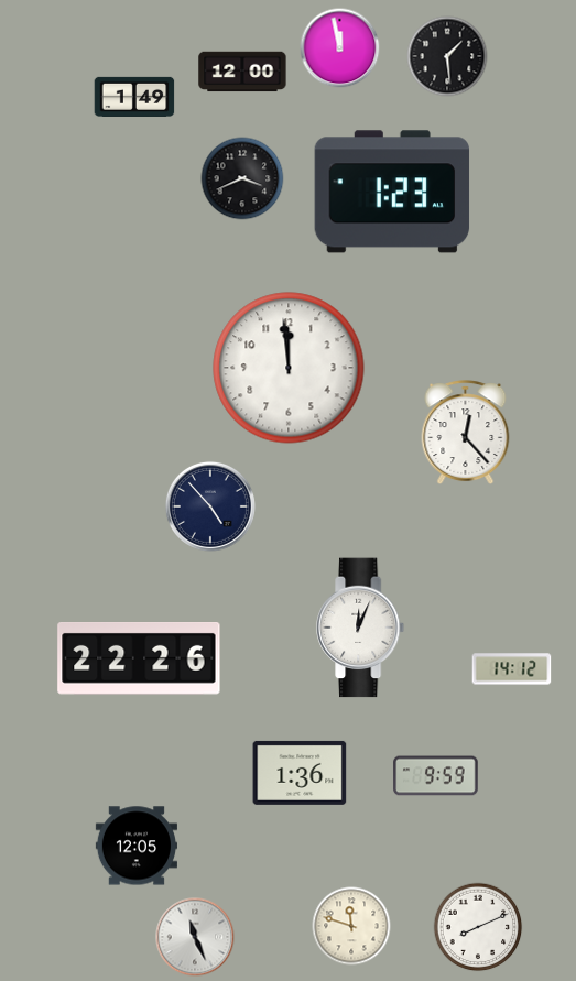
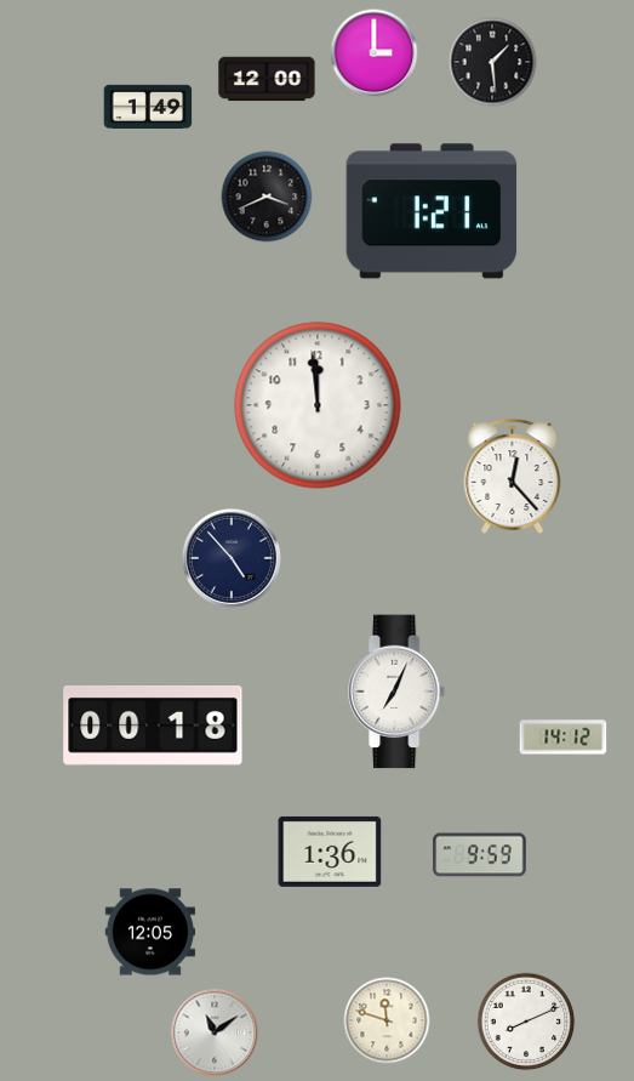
clock at (340, 48): 11:58 -> 3:00
clock at (392, 192): 1:23 -> 1:21
clock at (361, 628): 12:04 -> 7:04
clock at (139, 660): 22:26 -> 00:18
clock at (195, 937): 11:26 -> 11:09
